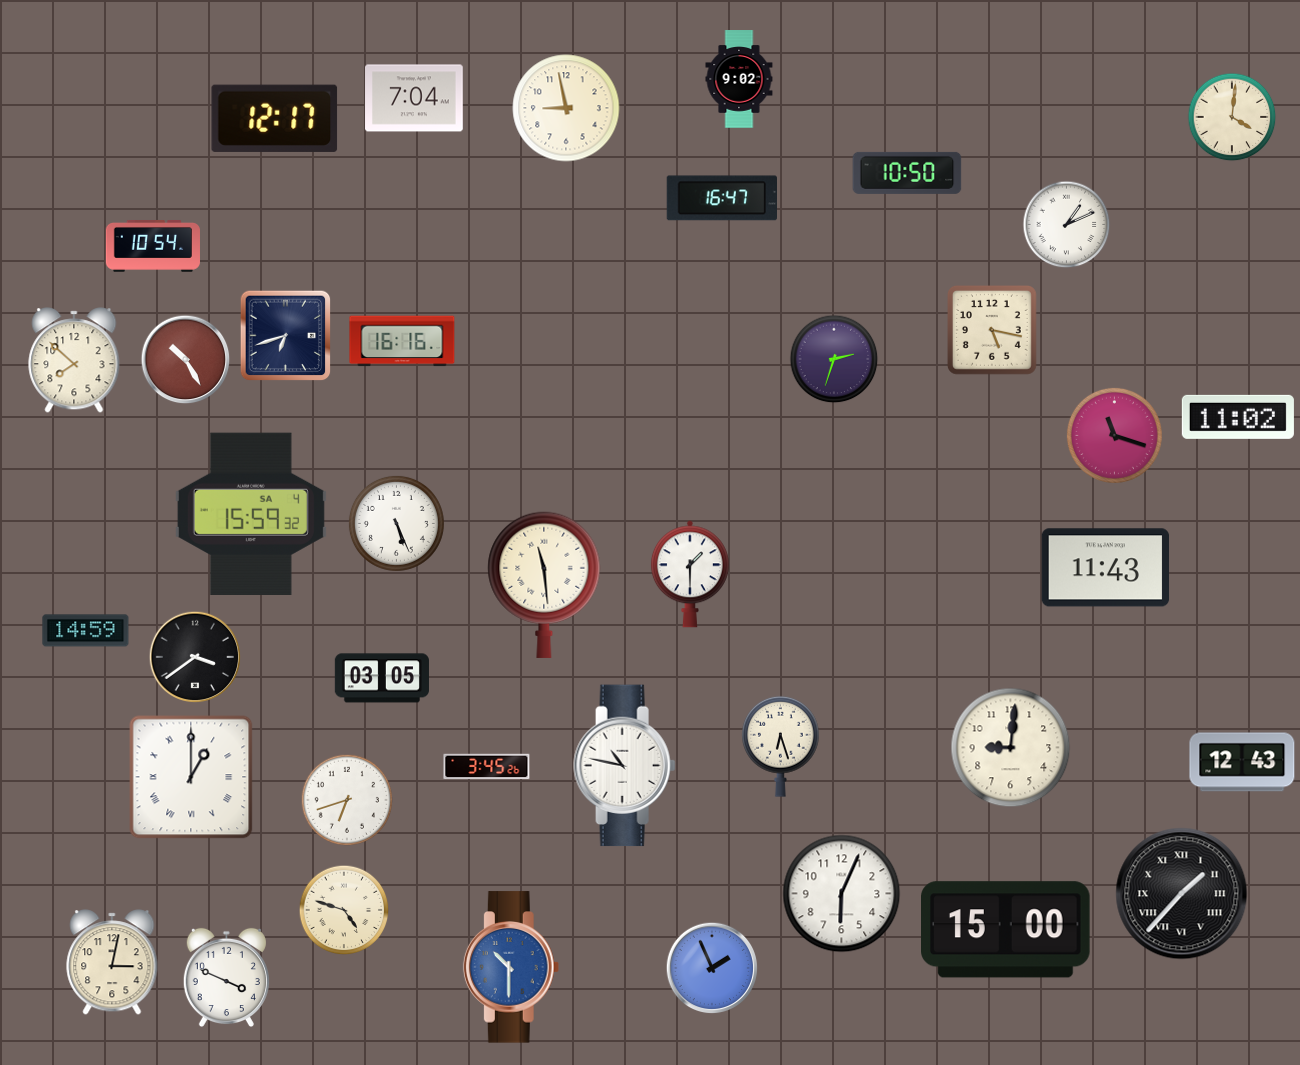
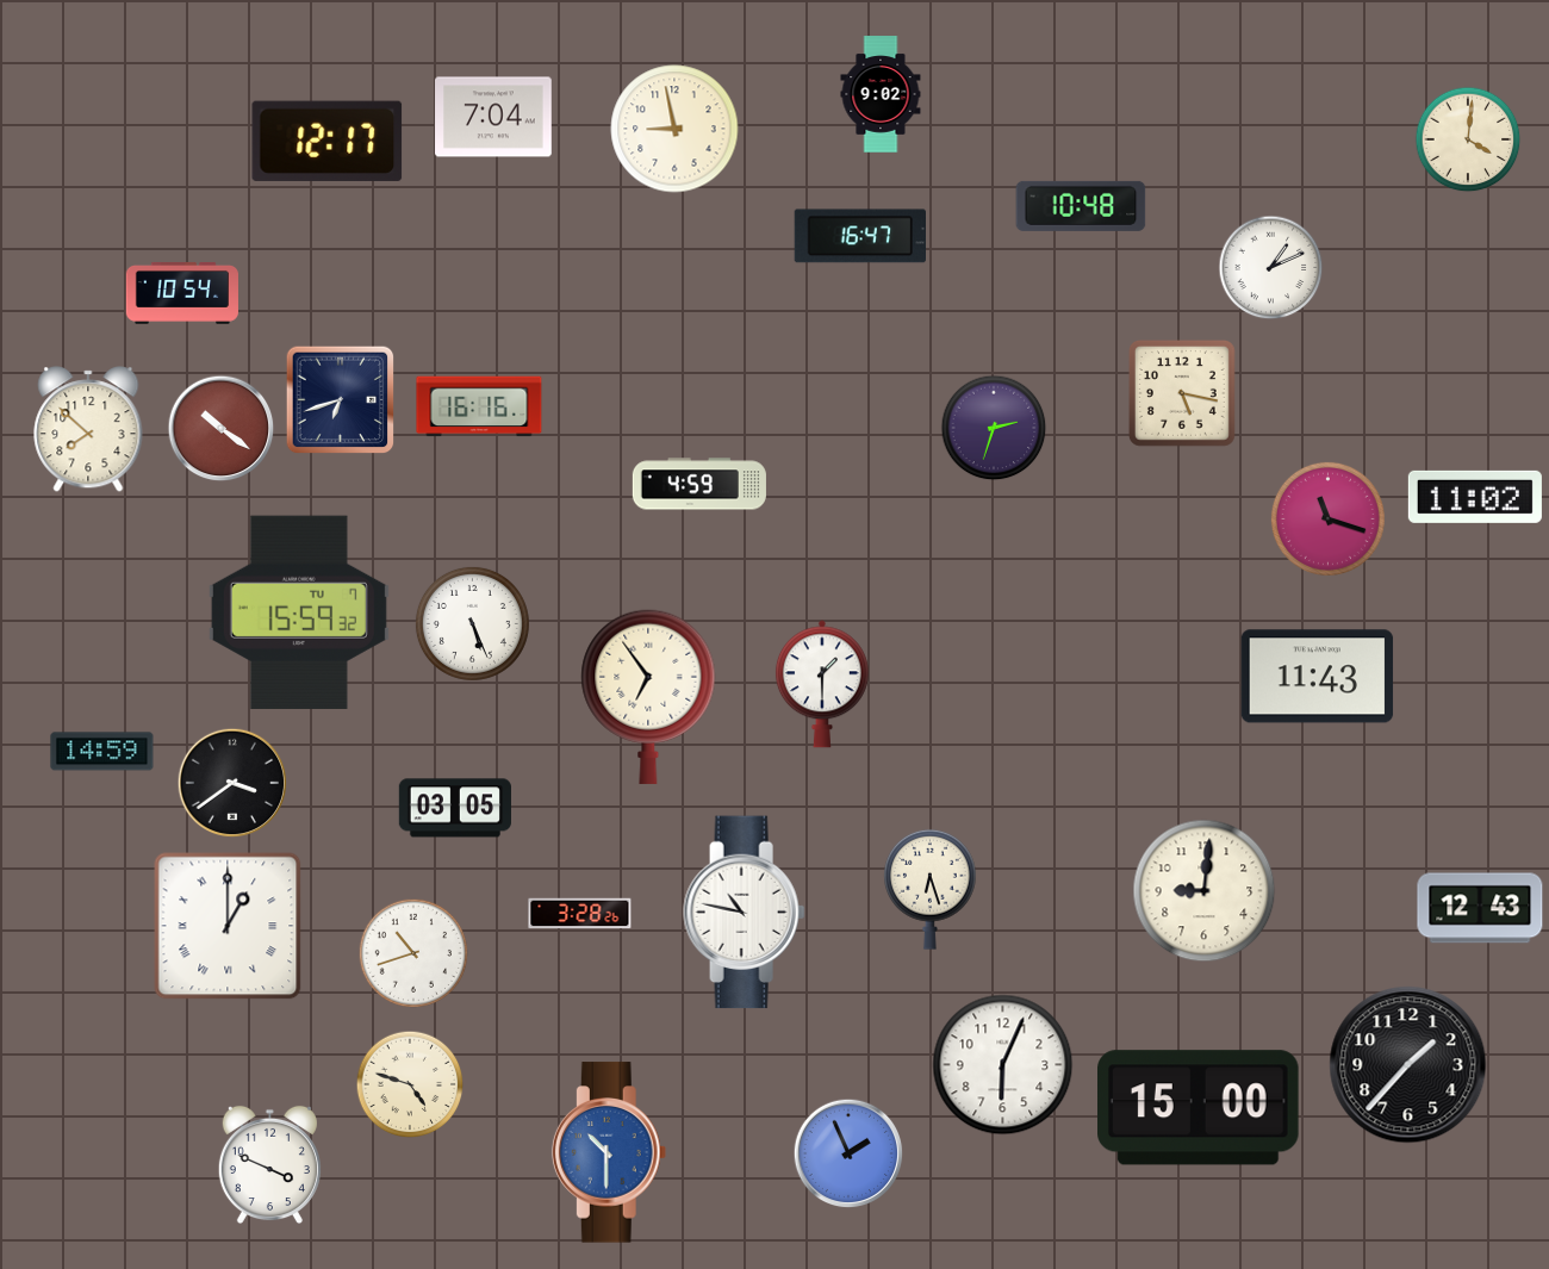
clock at (907, 173): 10:50 -> 10:48
clock at (186, 360): 10:25 -> 10:21
clock at (699, 484): none -> 4:59
clock at (251, 514) date: SA 4 -> TU 7
clock at (544, 585): 11:29 -> 6:54
clock at (487, 767): 3:45 -> 3:28
clock at (346, 799): 6:42 -> 10:42
clock at (1182, 894) numerals: Roman -> Arabic
clock at (112, 962): 3:02 -> none
